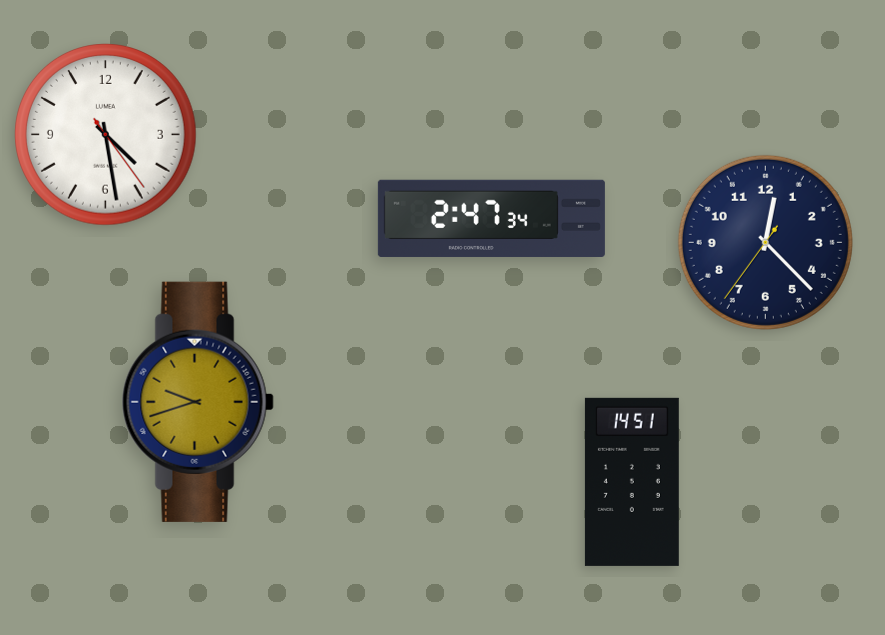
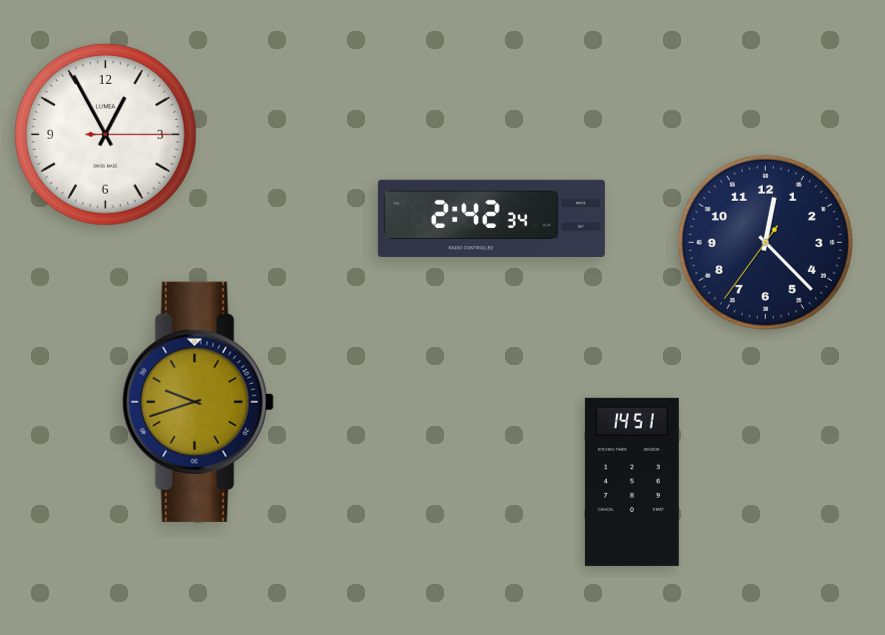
clock at (106, 135): 4:28 -> 12:55
clock at (491, 218): 2:47 -> 2:42
